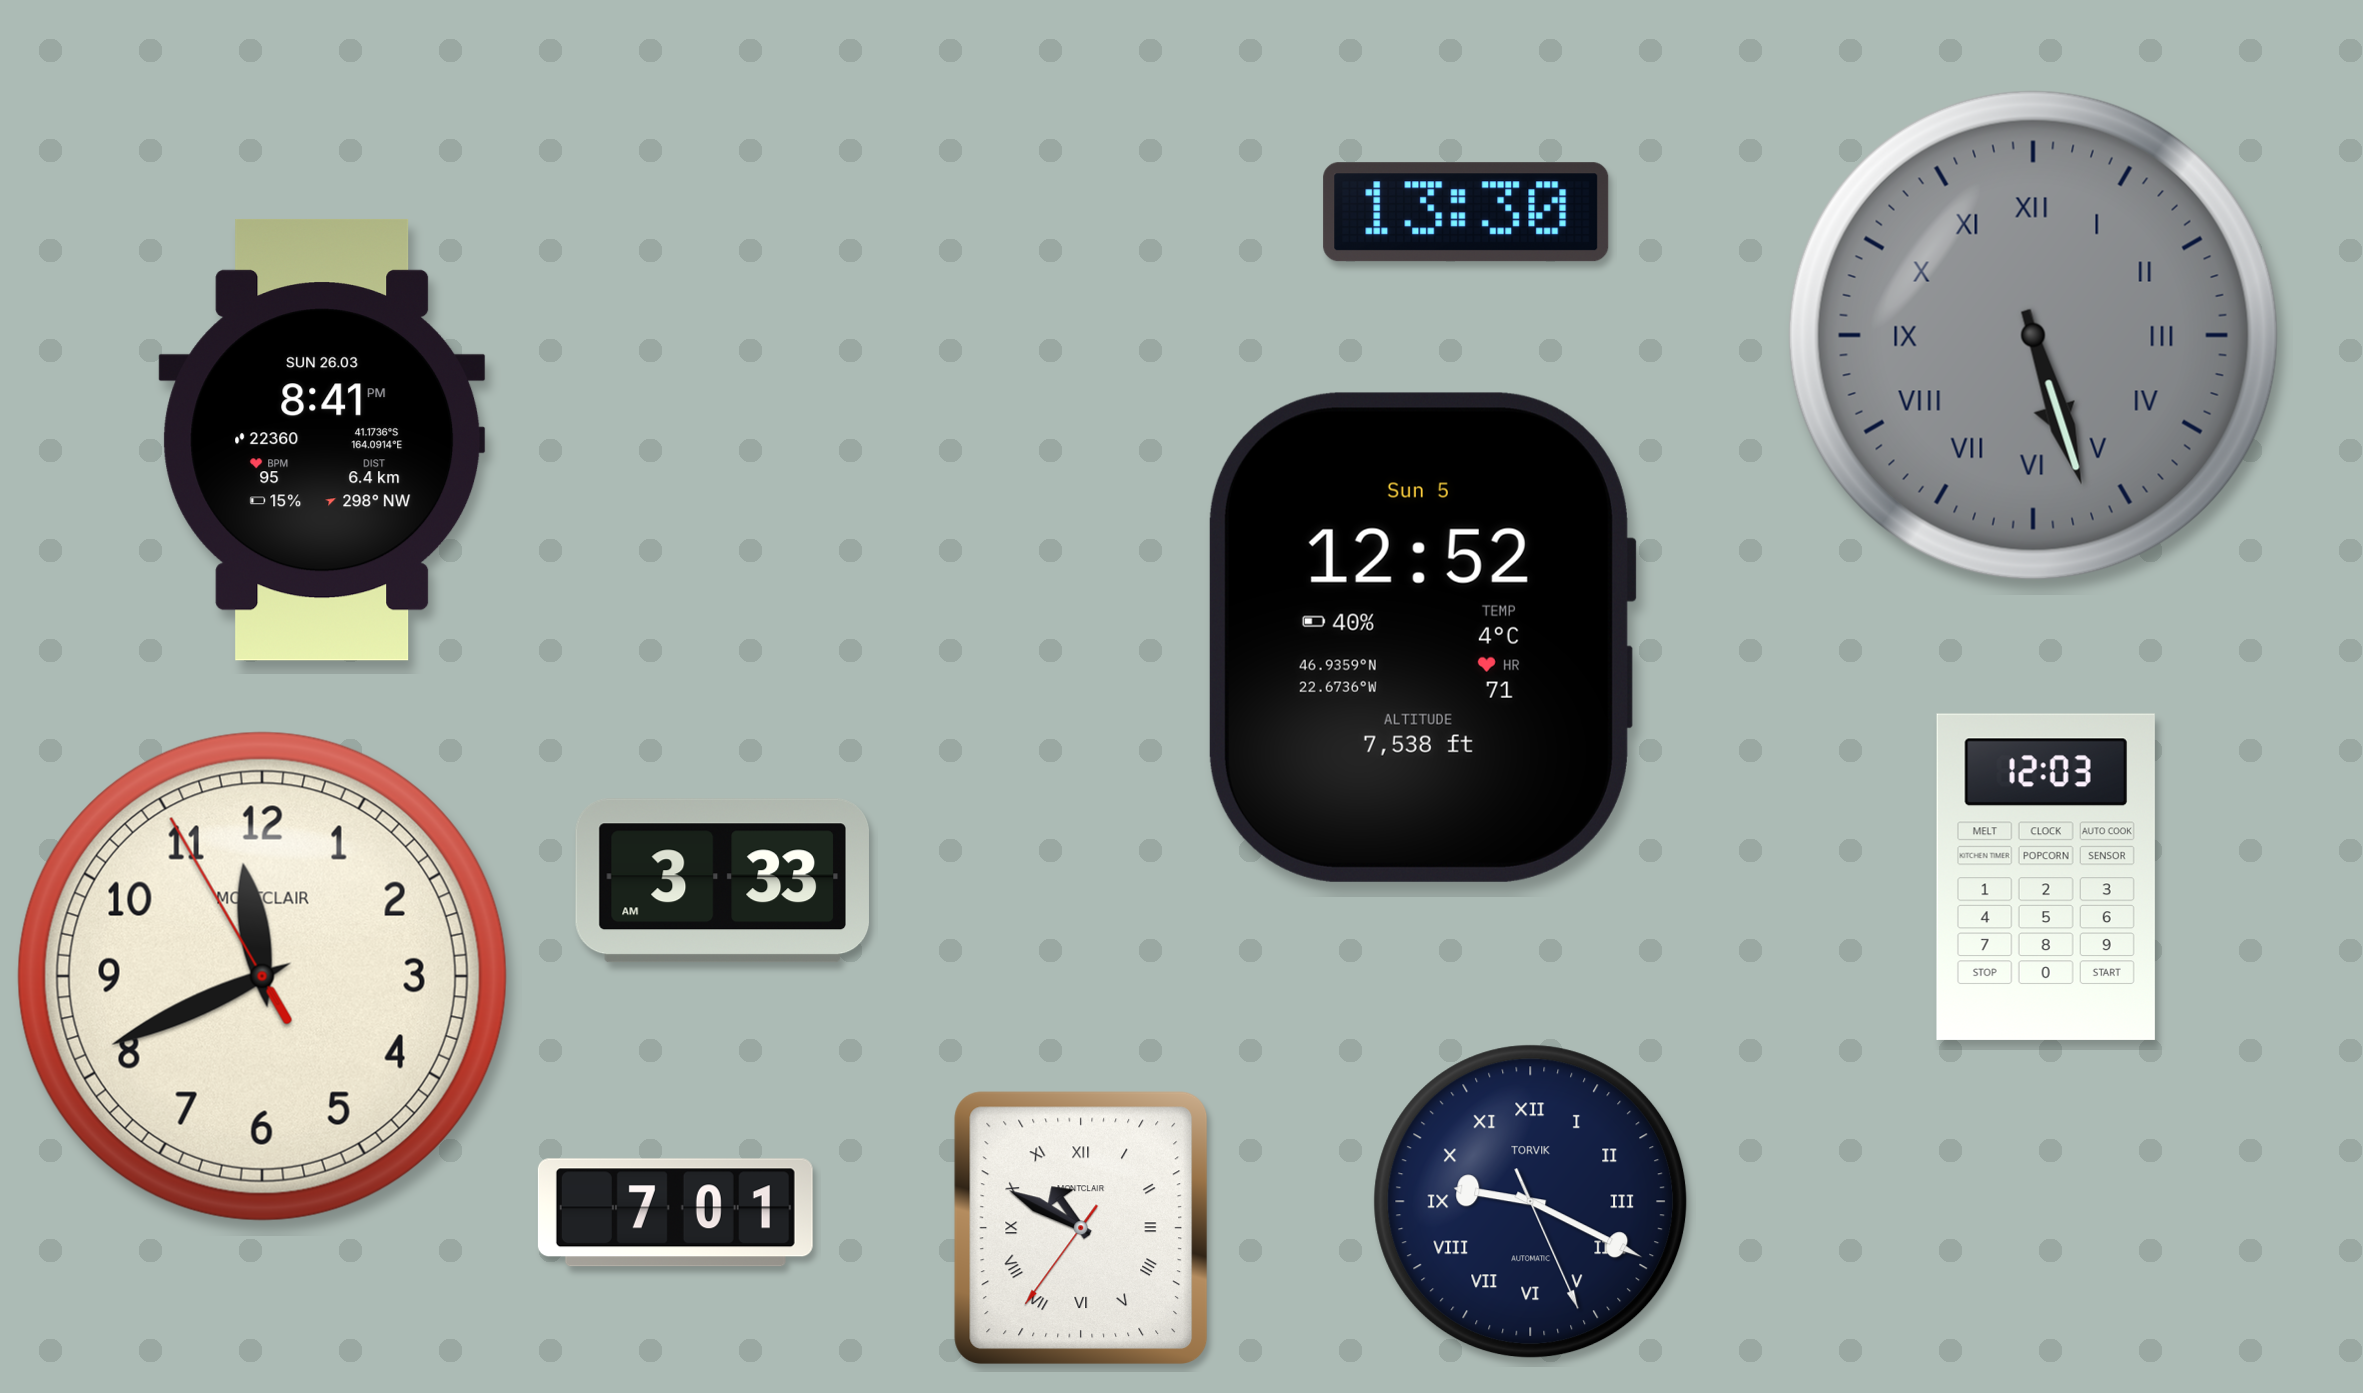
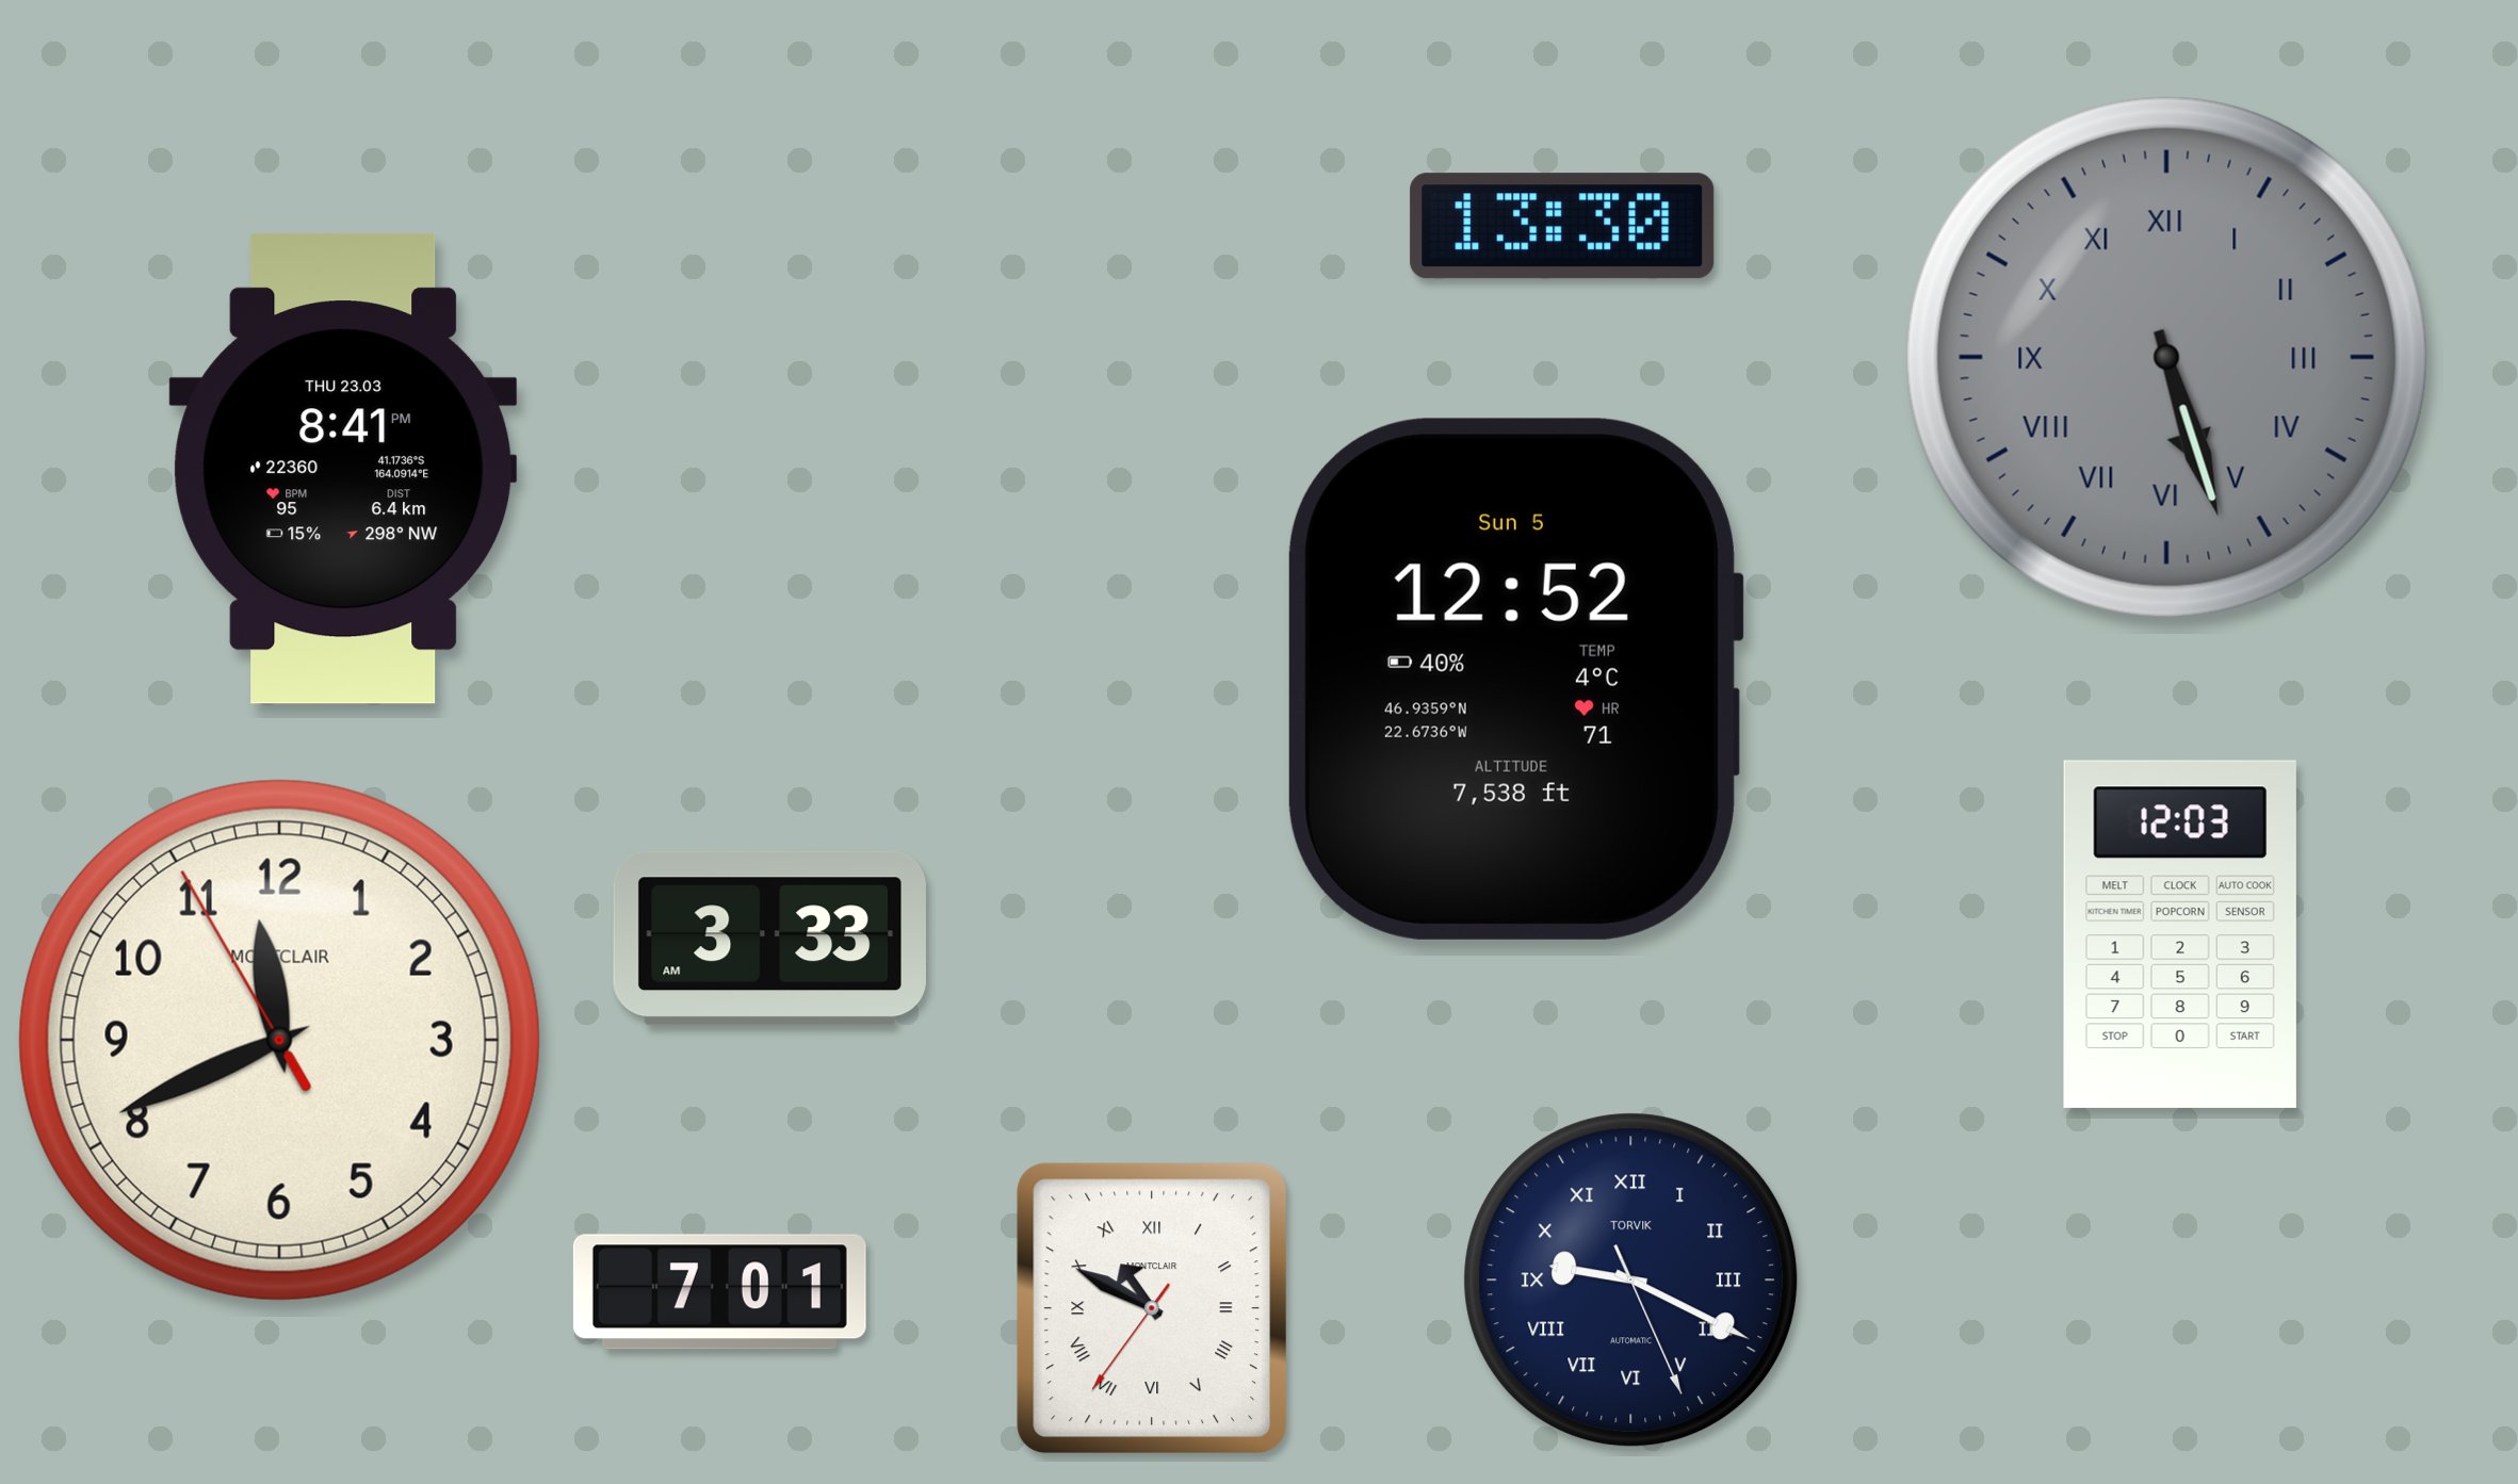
clock at (322, 440) date: SUN 26.03 -> THU 23.03
